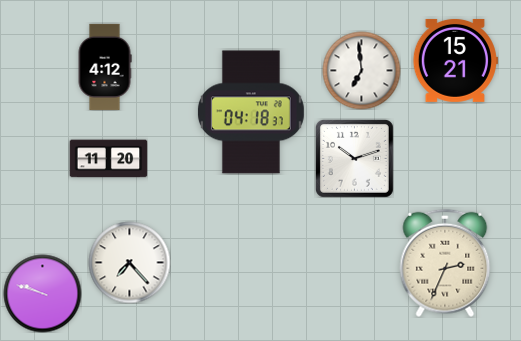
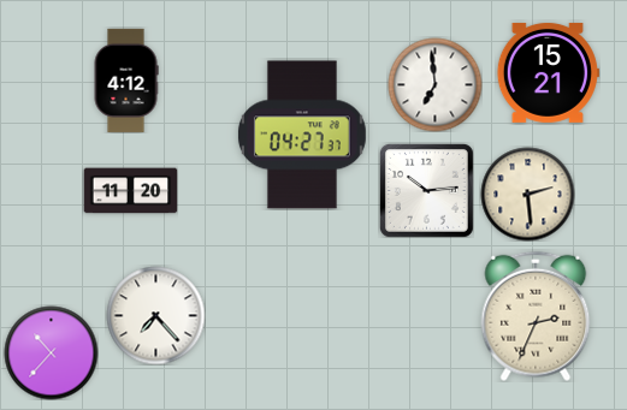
clock at (251, 112): 04:18 -> 04:27
clock at (354, 158): 10:12 -> 10:14
clock at (527, 194): none -> 2:29
clock at (42, 293): 9:48 -> 10:37
